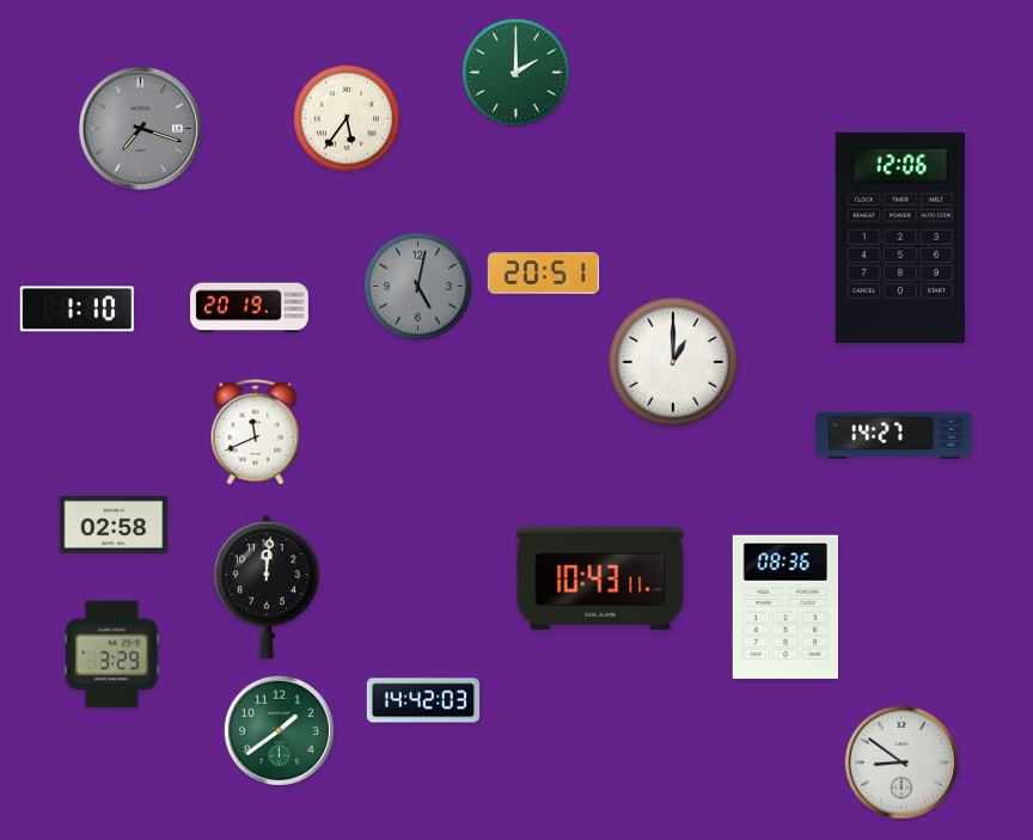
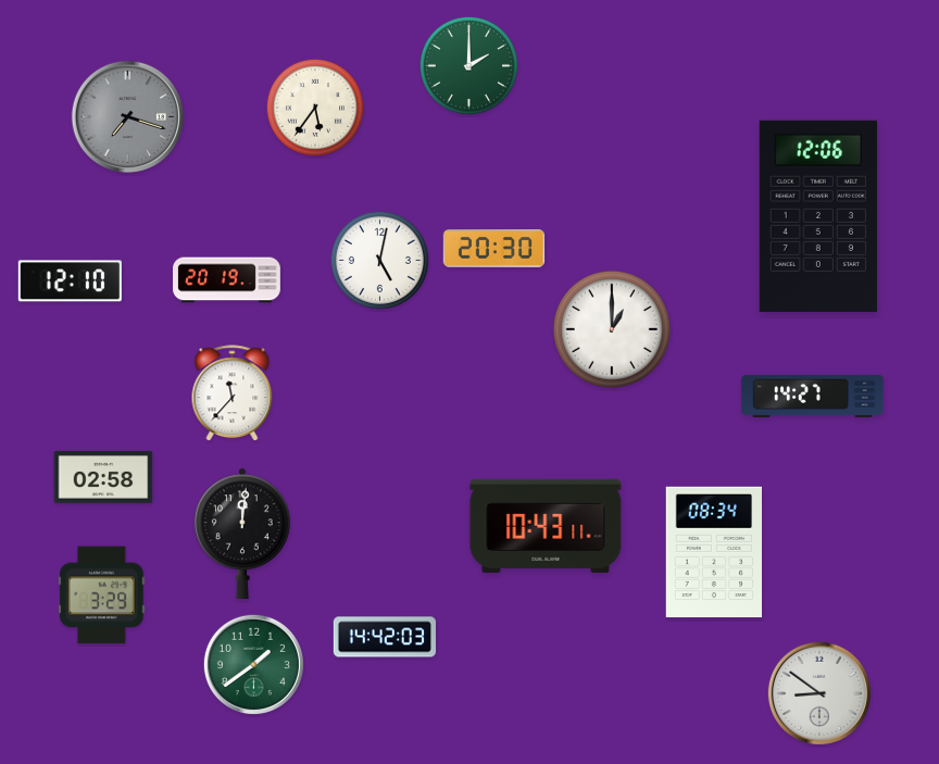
clock at (544, 274): 20:51 -> 20:30
clock at (417, 286) dial: grey -> white
clock at (77, 309): 1:10 -> 12:10
clock at (256, 433): 11:41 -> 11:37
clock at (784, 607): 08:36 -> 08:34
